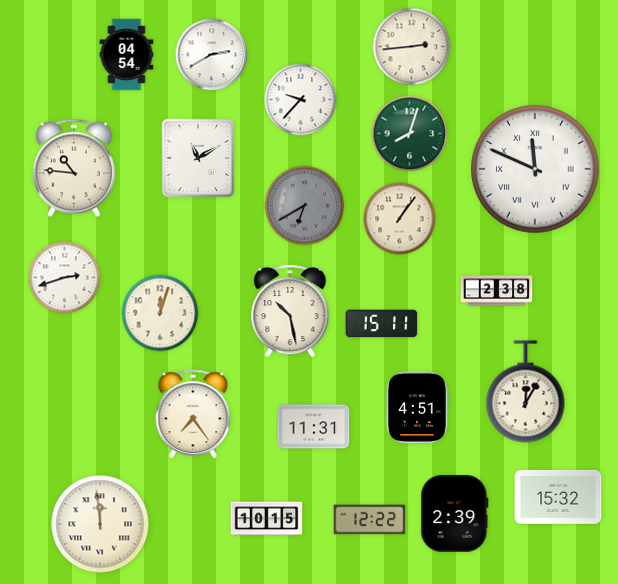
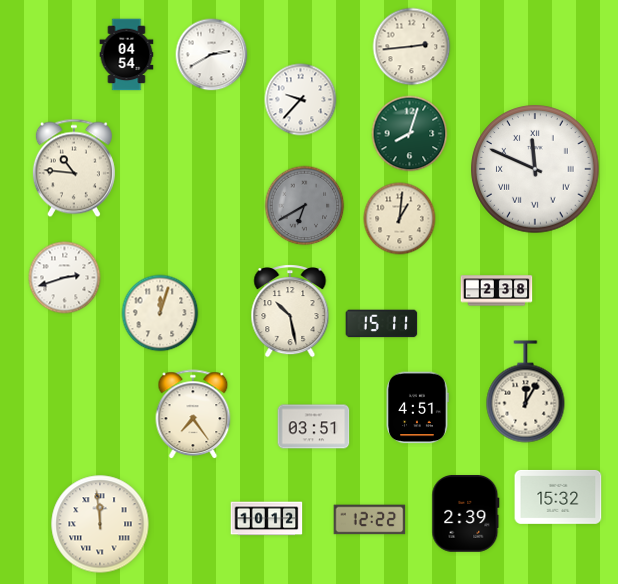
clock at (198, 158): 11:10 -> none
clock at (400, 219): 1:06 -> 1:01
clock at (314, 427): 11:31 -> 03:51
clock at (455, 514) position: (455, 514) -> (466, 514)
clock at (267, 519): 10:15 -> 10:12
